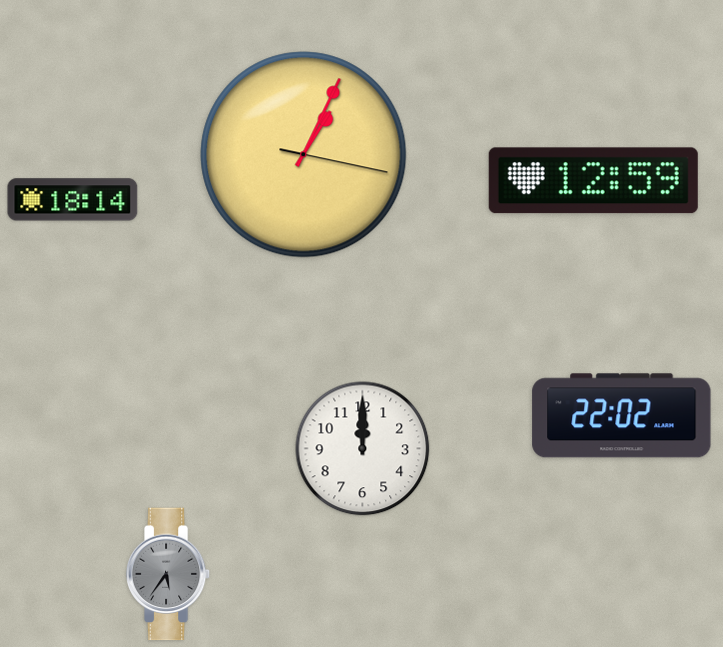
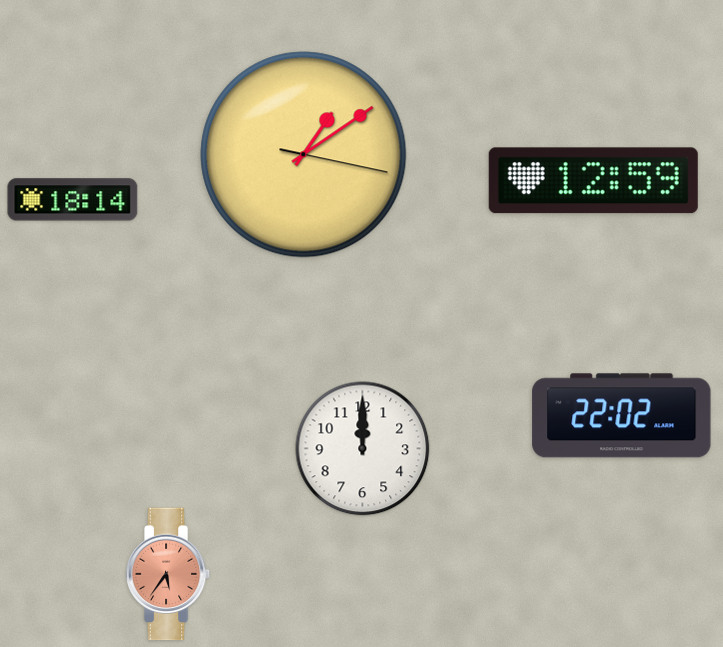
clock at (304, 155): 1:04 -> 1:09
clock at (168, 574) dial: grey -> salmon
